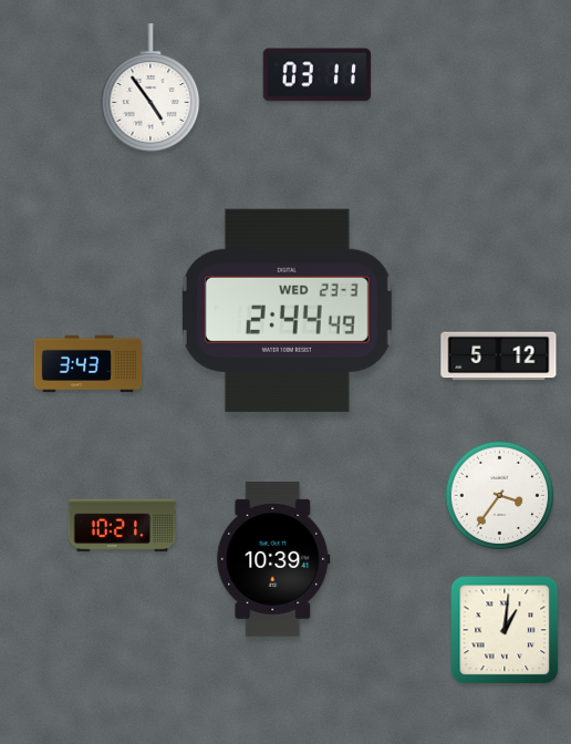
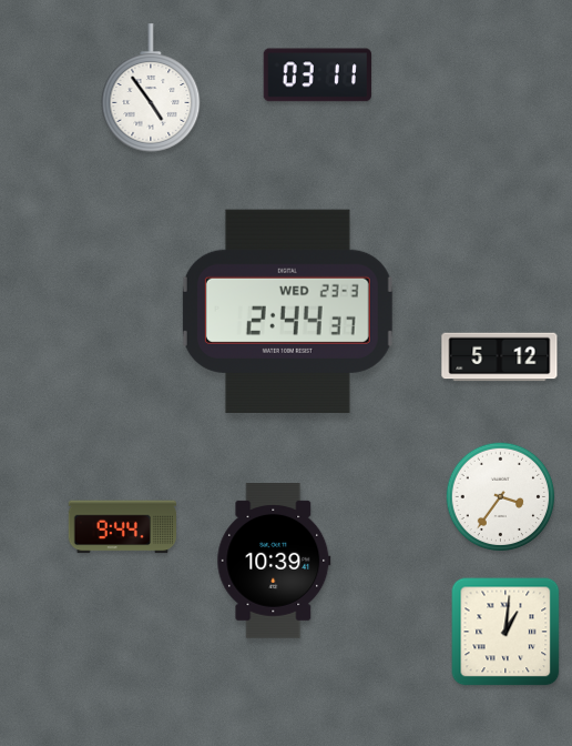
clock at (287, 310): 2:44:49 -> 2:44:37
clock at (89, 364): 3:43 -> none
clock at (122, 526): 10:21 -> 9:44
